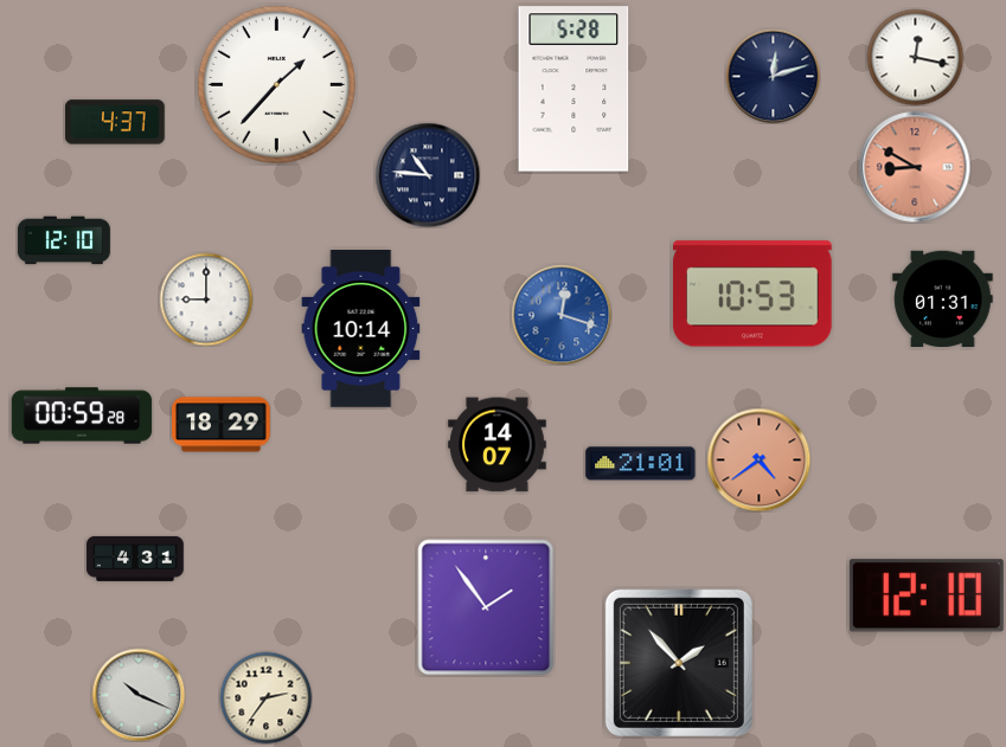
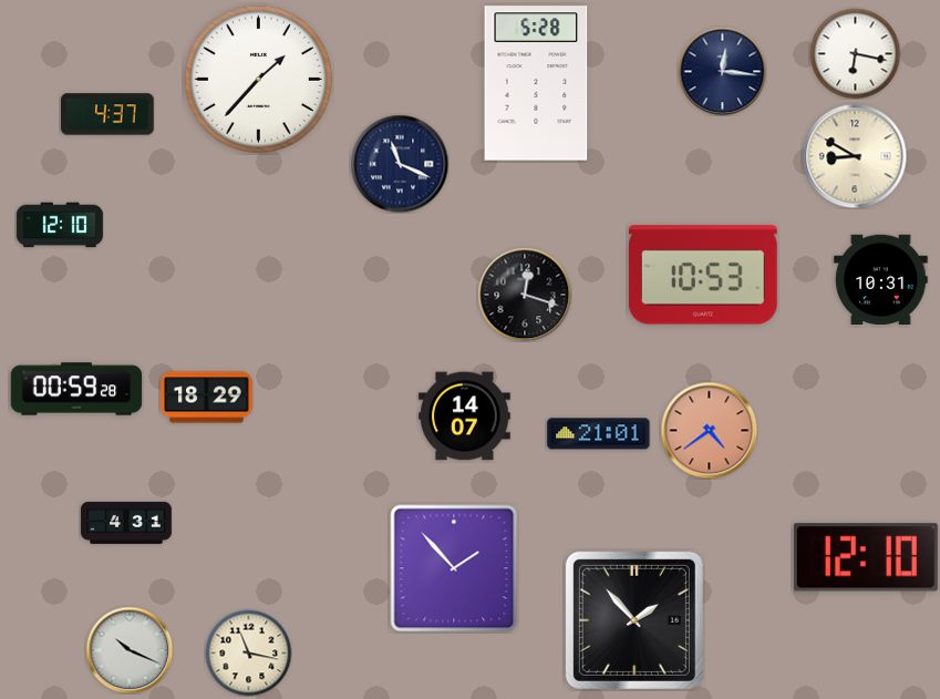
clock at (915, 57): 12:17 -> 6:17
clock at (773, 76): 12:12 -> 12:16
clock at (915, 167) dial: salmon -> cream
clock at (428, 175): 10:46 -> 11:19
clock at (943, 298): 01:31 -> 10:31
clock at (206, 300): 9:00 -> none
clock at (562, 315) dial: blue -> black
clock at (361, 329): 10:14 -> none
clock at (486, 607): 1:54 -> 1:53
clock at (265, 697): 2:36 -> 11:17
